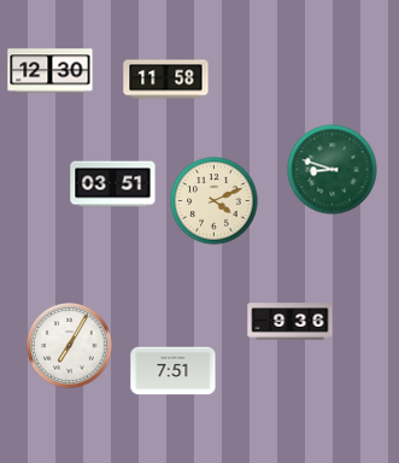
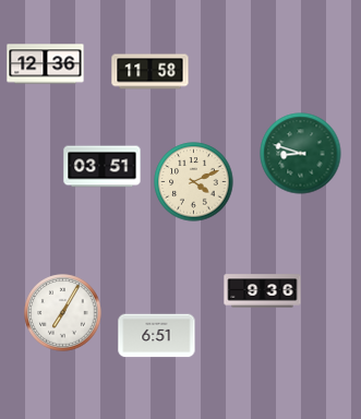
clock at (51, 71): 12:30 -> 12:36
clock at (174, 371): 7:51 -> 6:51
